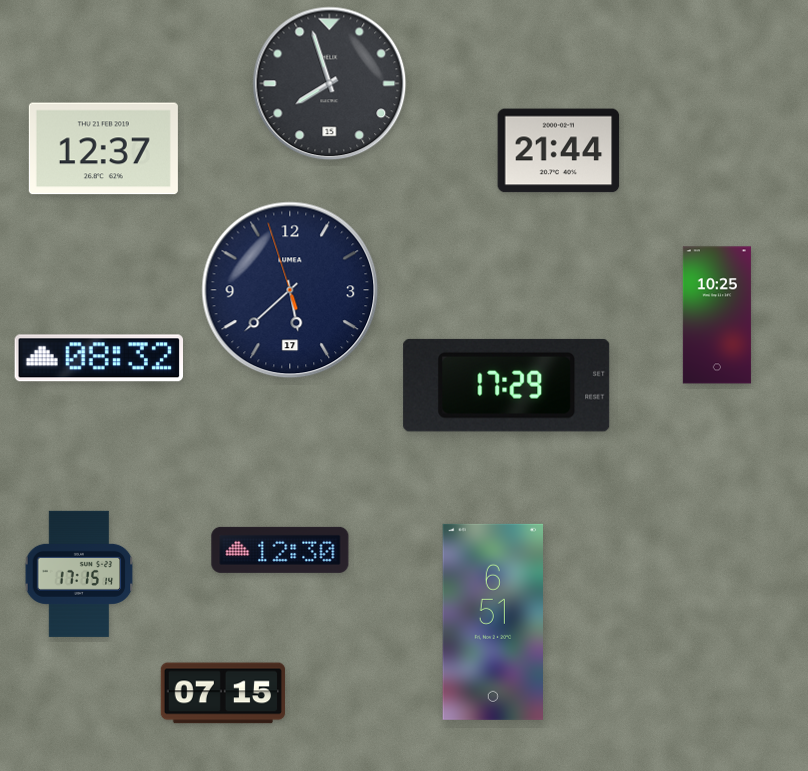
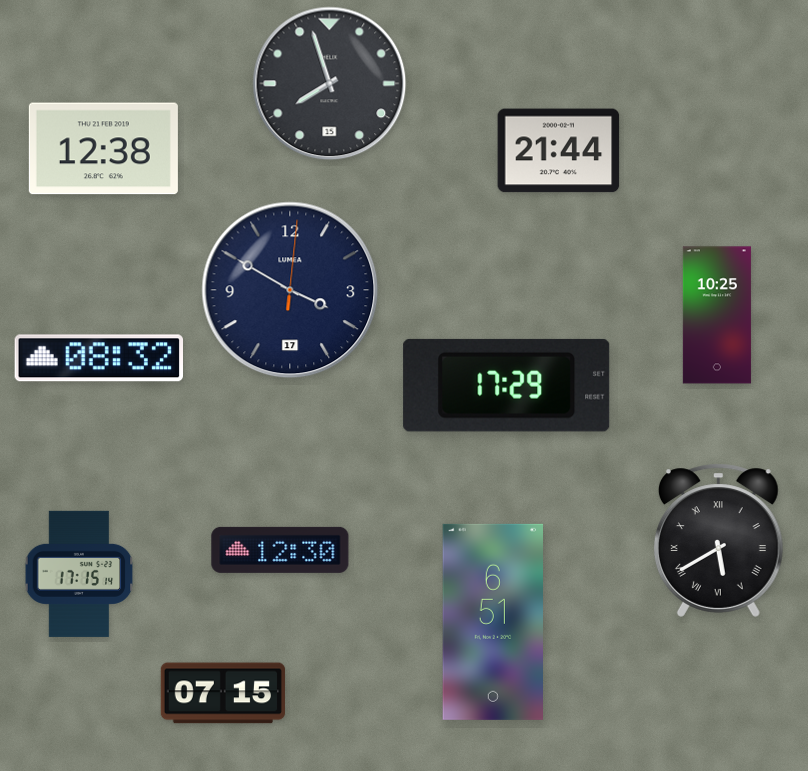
clock at (103, 149): 12:37 -> 12:38
clock at (290, 290): 5:37 -> 3:50
clock at (718, 540): none -> 5:40
